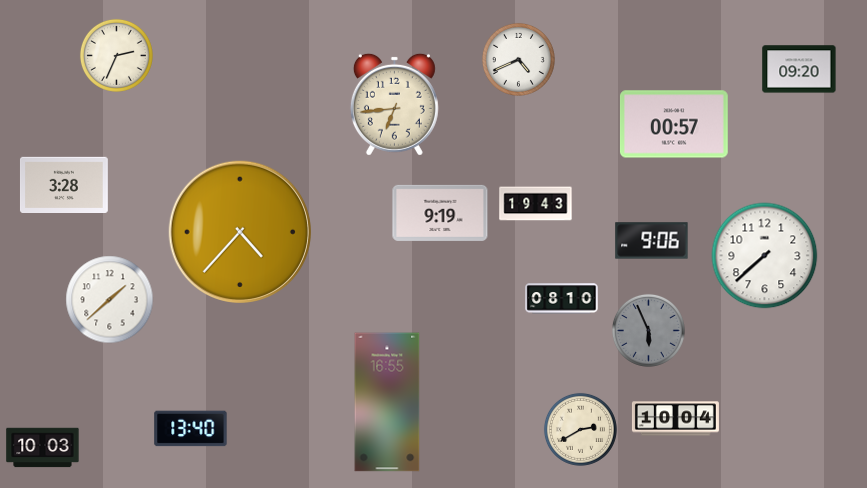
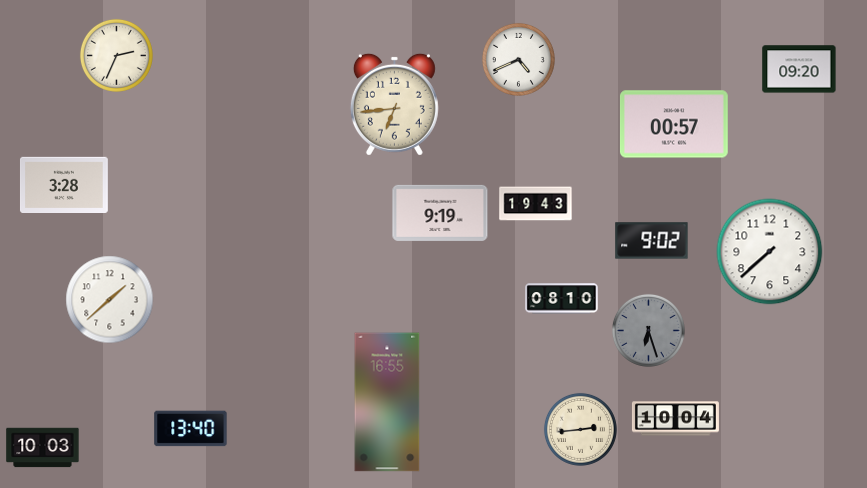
clock at (240, 232): 4:37 -> none
clock at (652, 241): 9:06 -> 9:02
clock at (765, 256) position: (765, 256) -> (770, 252)
clock at (648, 330): 5:56 -> 6:27
clock at (580, 429): 2:40 -> 2:44
